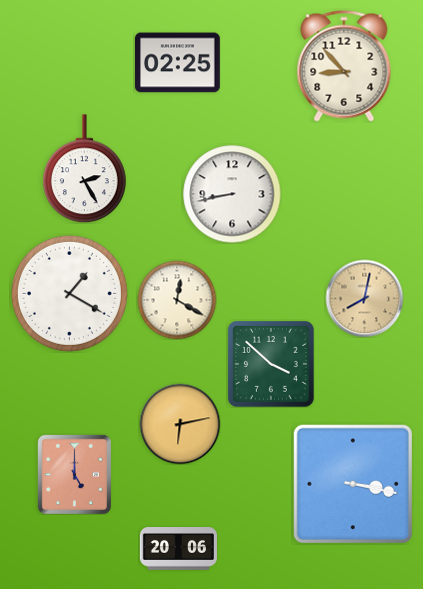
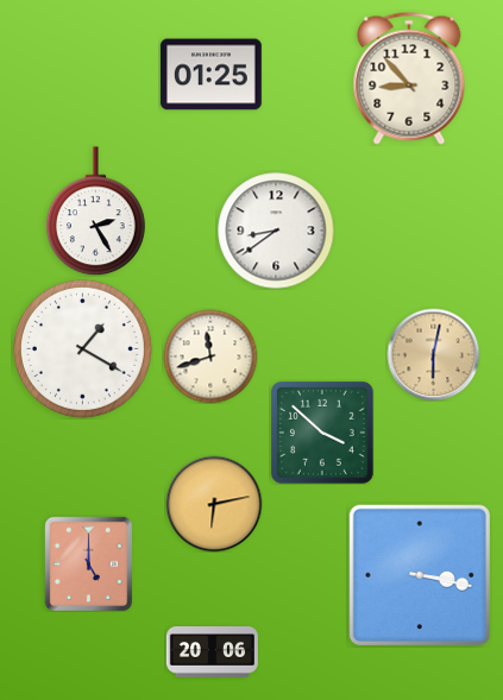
clock at (177, 63): 02:25 -> 01:25
clock at (85, 169) position: (85, 169) -> (96, 212)
clock at (232, 194): 8:43 -> 8:39
clock at (364, 298): 8:02 -> 6:02
clock at (177, 300): 12:20 -> 11:42
